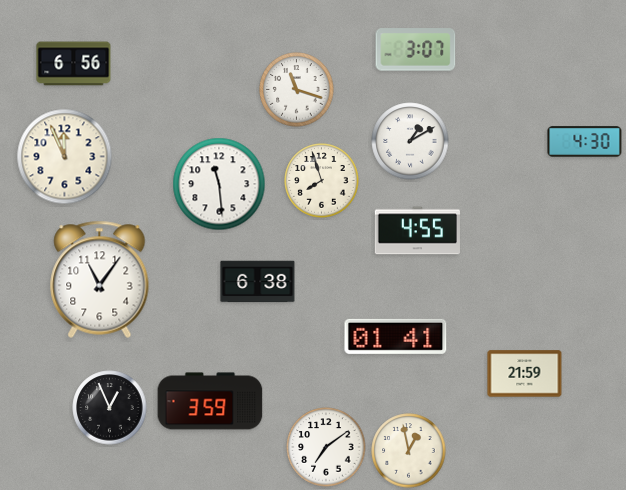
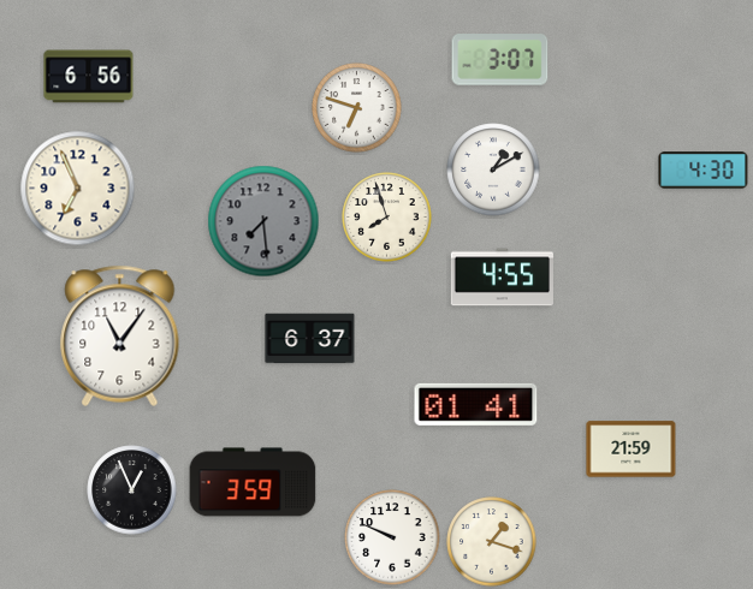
clock at (297, 90): 11:18 -> 6:48
clock at (65, 157): 11:56 -> 6:56
clock at (219, 184): 11:29 -> 7:29
clock at (219, 184) dial: white -> grey
clock at (258, 282): 6:38 -> 6:37
clock at (326, 447): 7:09 -> 9:49
clock at (409, 451): 12:58 -> 1:18
